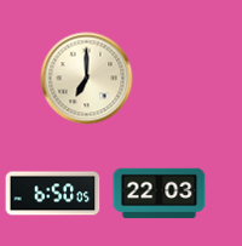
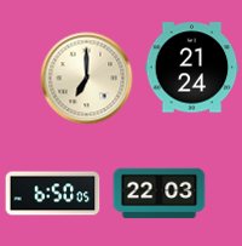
clock at (192, 68): none -> 21:24
